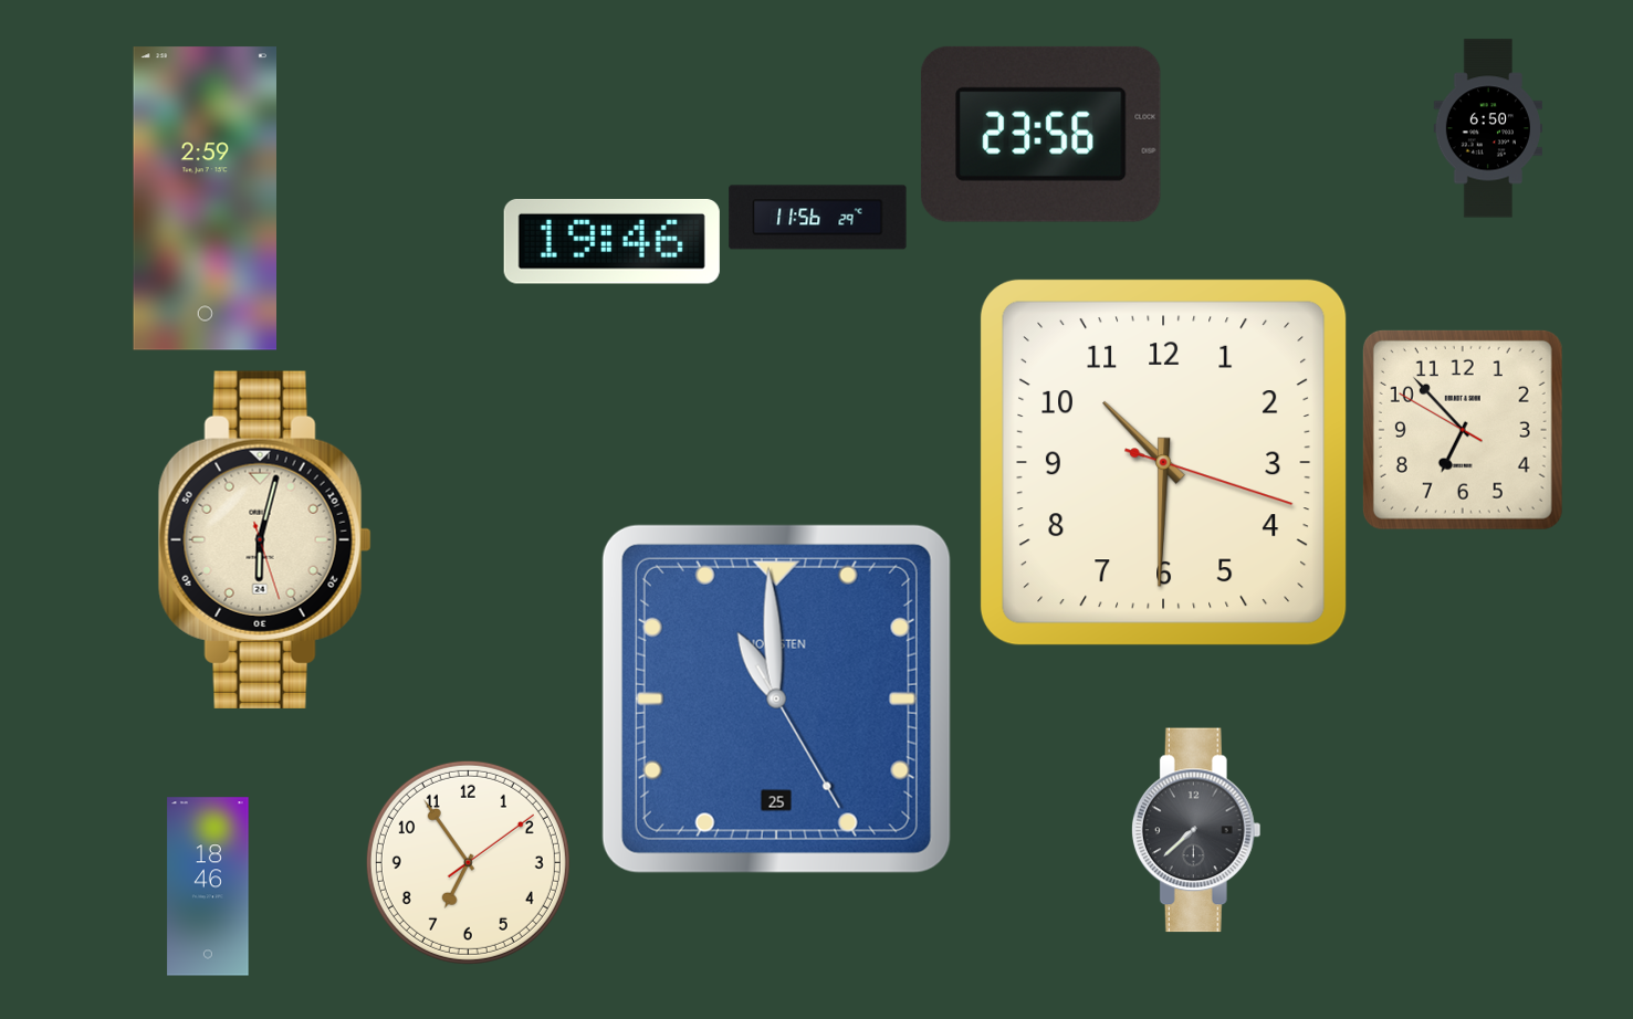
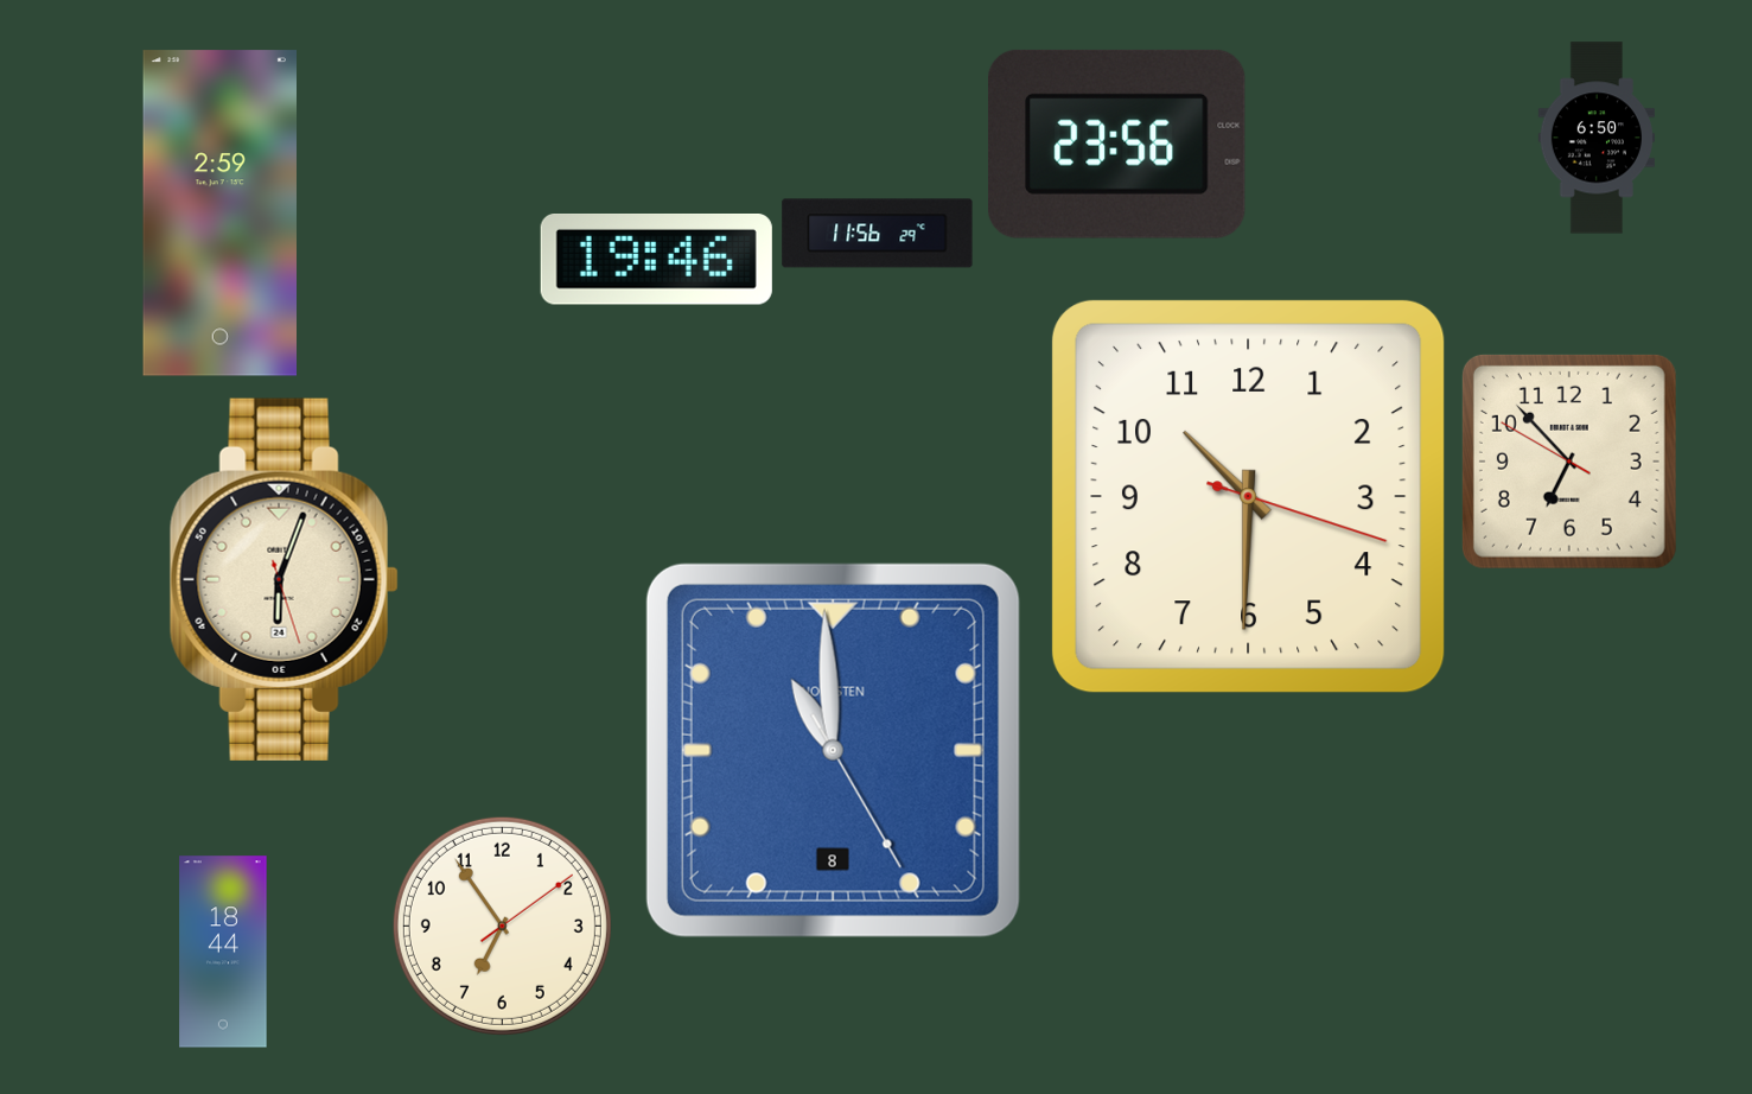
clock at (264, 539): 6:02 -> 6:03
clock at (776, 698) date: 25 -> 8
clock at (1196, 830): 7:38 -> none
clock at (208, 886): 18:46 -> 18:44
